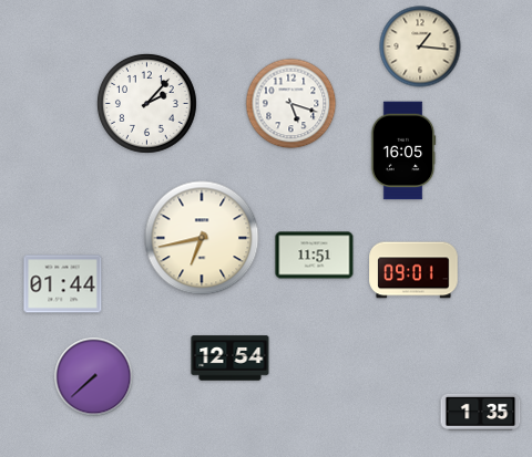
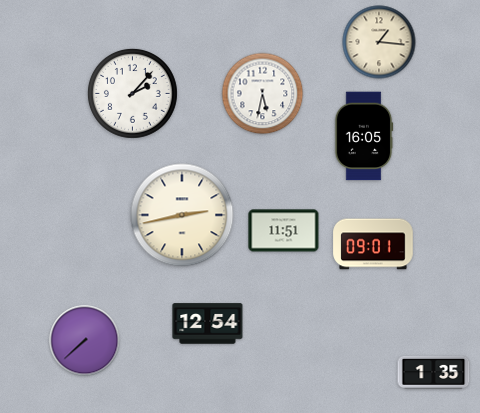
clock at (291, 104): 5:18 -> 5:32
clock at (202, 238): 6:43 -> 2:43
clock at (63, 284): 01:44 -> none
